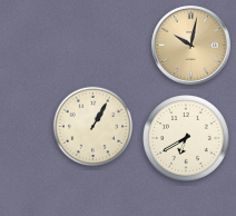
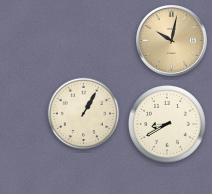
clock at (187, 139): 6:40 -> 8:40
